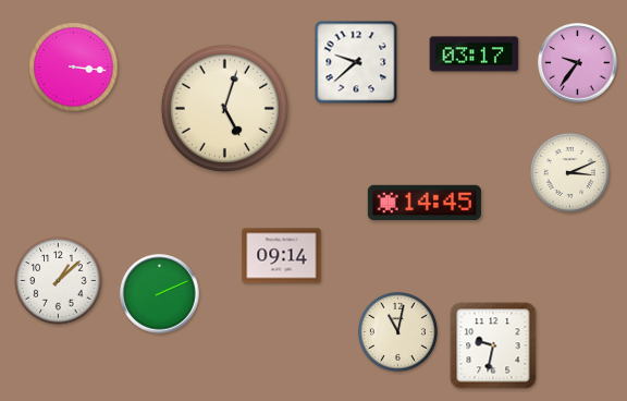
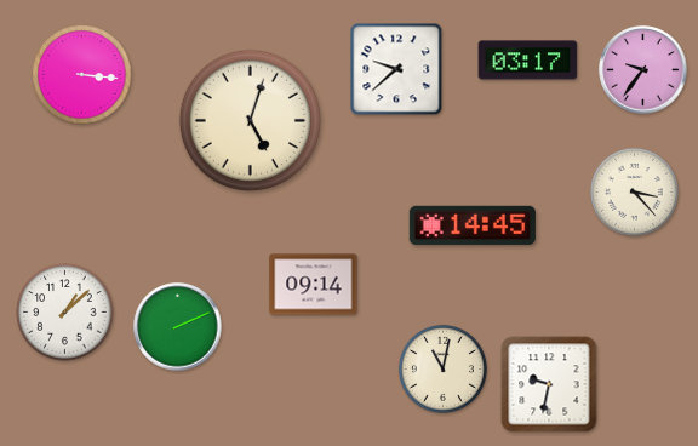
clock at (569, 172): 3:11 -> 3:23
